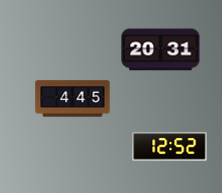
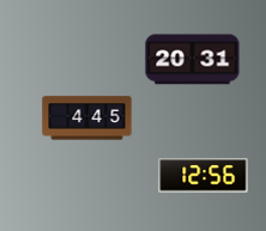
clock at (170, 147): 12:52 -> 12:56
